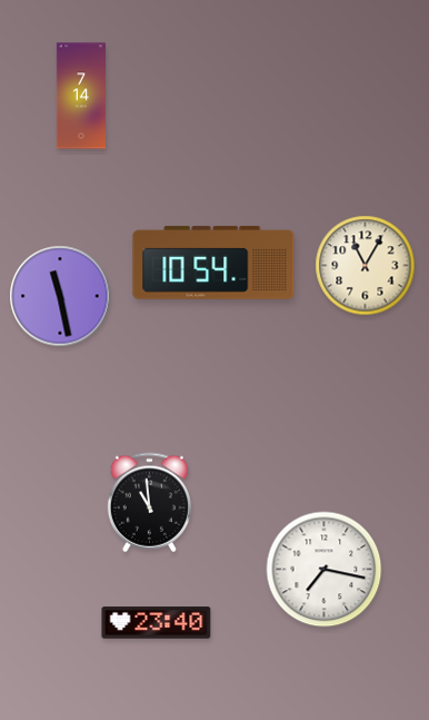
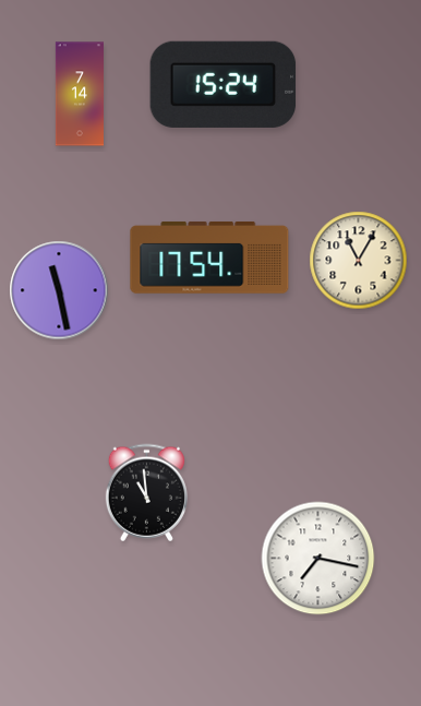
clock at (224, 84): none -> 15:24
clock at (213, 263): 10:54 -> 17:54
clock at (157, 623): 23:40 -> none
